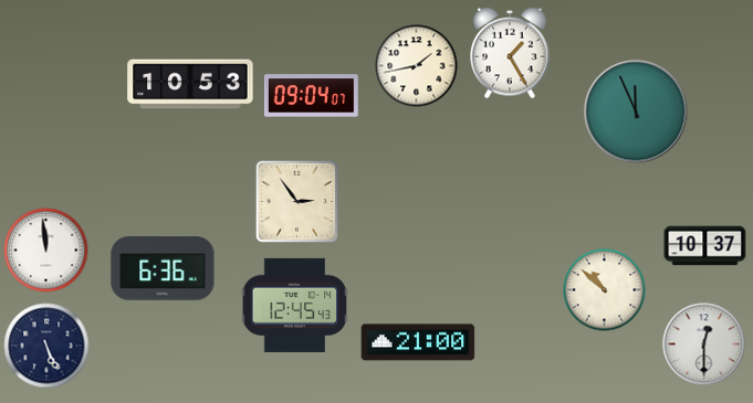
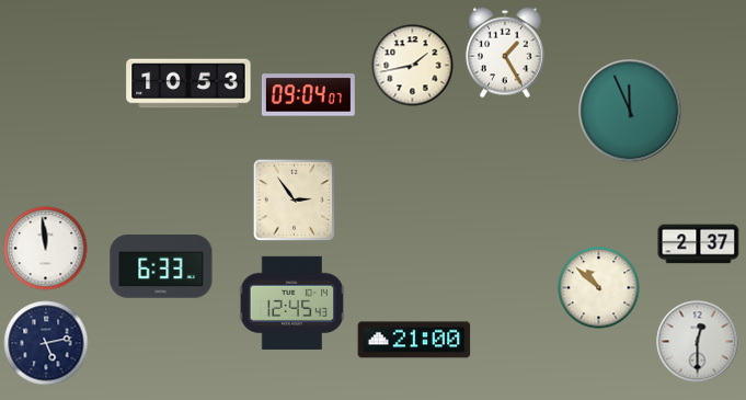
clock at (705, 246): 10:37 -> 2:37
clock at (163, 268): 6:36 -> 6:33
clock at (46, 346): 5:26 -> 5:13
